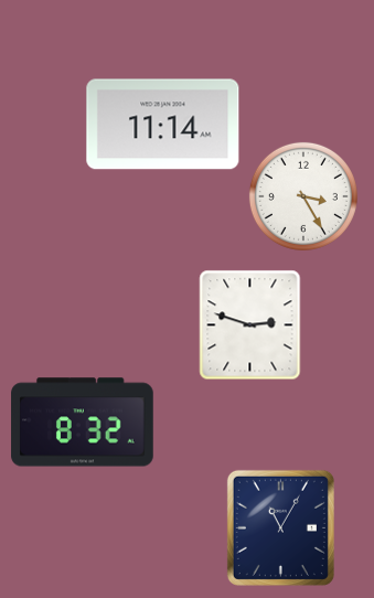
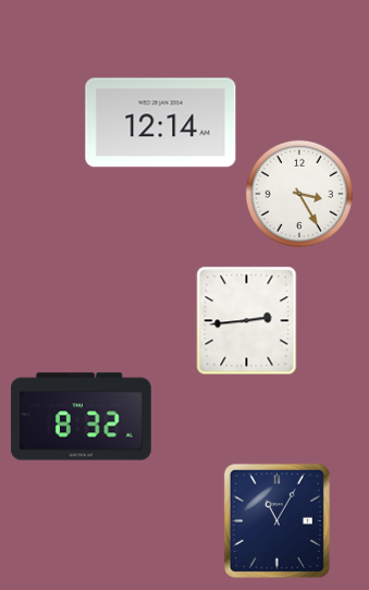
clock at (163, 125): 11:14 -> 12:14
clock at (250, 325): 2:48 -> 2:44
